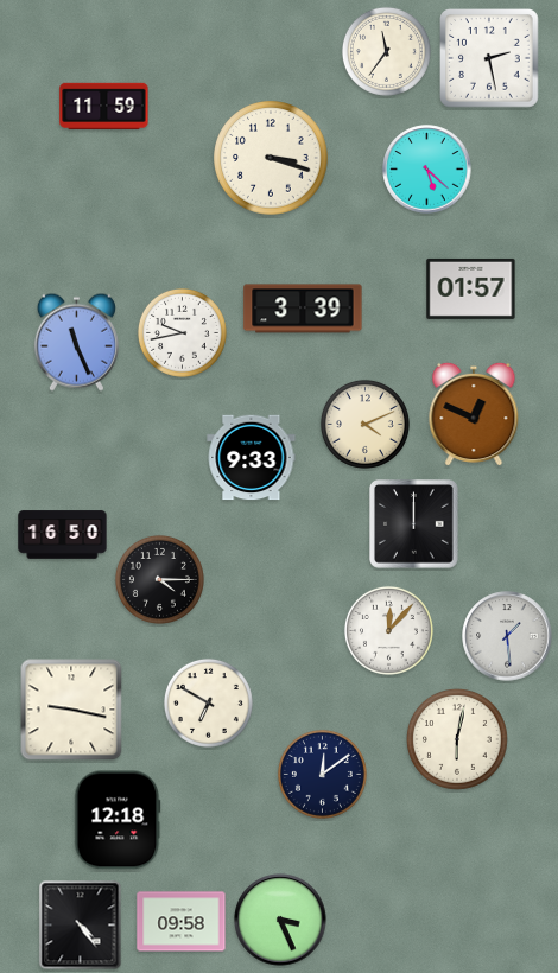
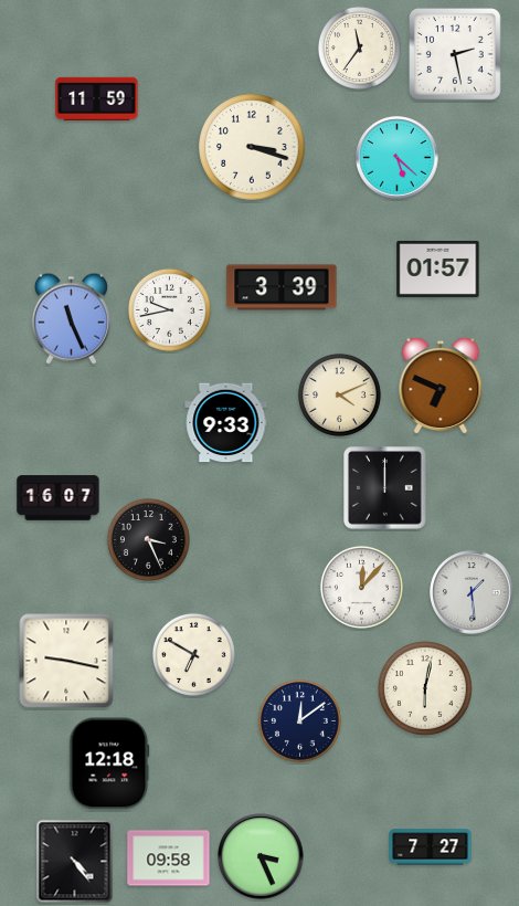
clock at (474, 414): 12:49 -> 6:49
clock at (252, 458) position: (252, 458) -> (226, 423)
clock at (63, 535): 16:50 -> 16:07
clock at (159, 579): 4:15 -> 3:26
clock at (431, 847): none -> 7:27
